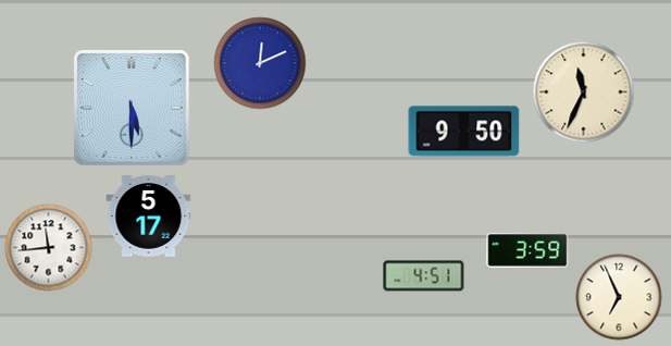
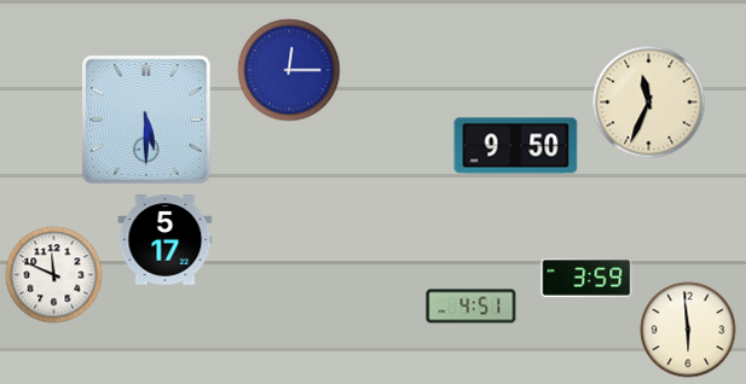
clock at (260, 63): 12:11 -> 12:15
clock at (49, 248): 11:44 -> 11:49
clock at (619, 297): 6:56 -> 5:59
